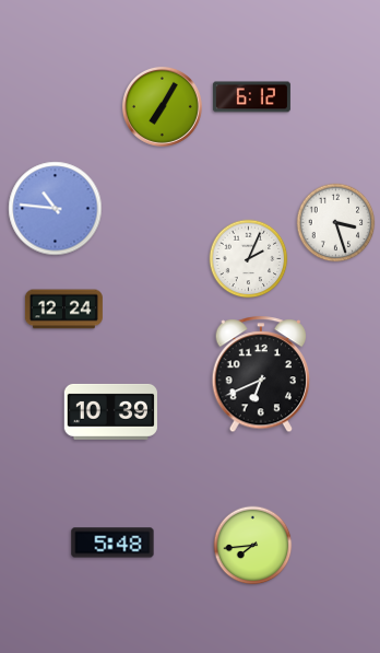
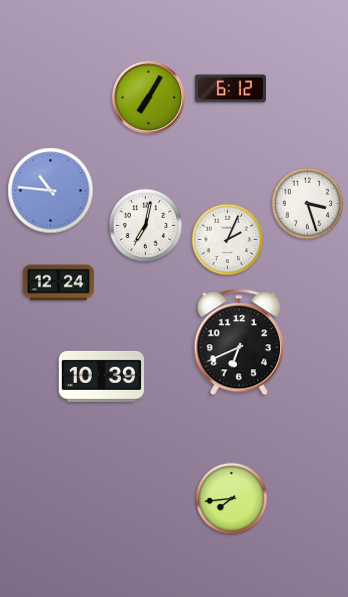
clock at (146, 226): none -> 7:02
clock at (249, 259) position: (249, 259) -> (228, 240)
clock at (112, 543): 5:48 -> none
